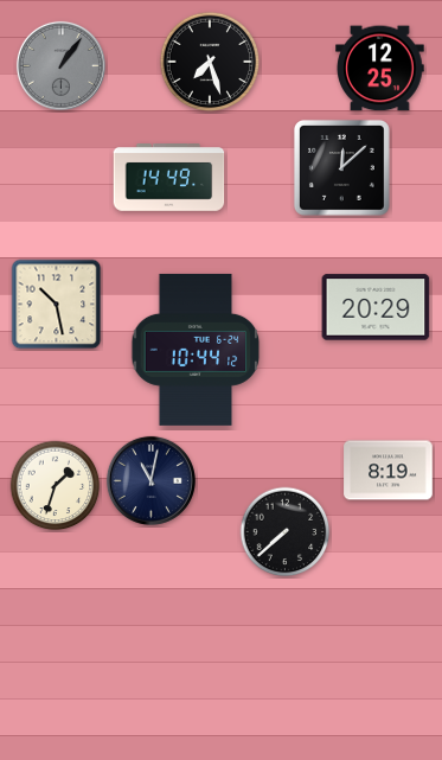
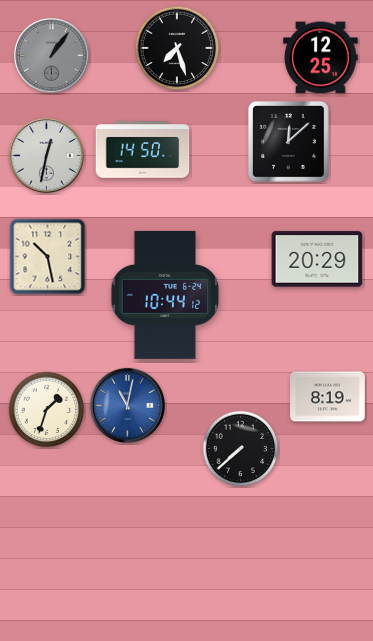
clock at (210, 62) position: (210, 62) -> (177, 48)
clock at (169, 178): 14:49 -> 14:50
clock at (46, 155): none -> 12:32
clock at (150, 480) dial: navy -> blue
